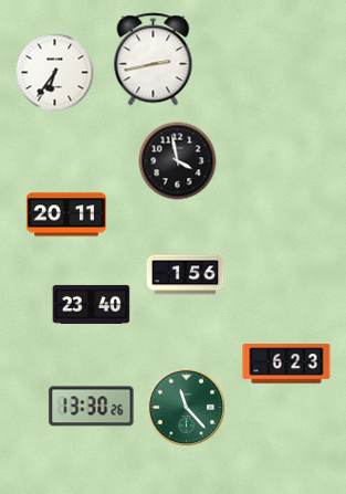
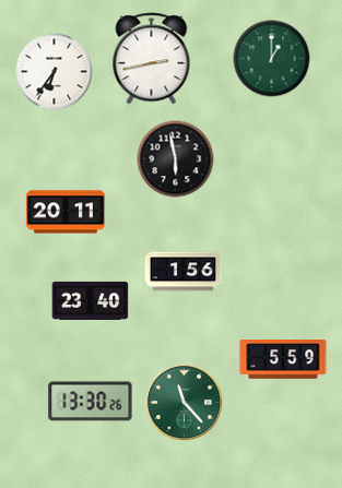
clock at (272, 59): none -> 1:00
clock at (178, 161): 3:58 -> 5:58
clock at (286, 364): 6:23 -> 5:59
